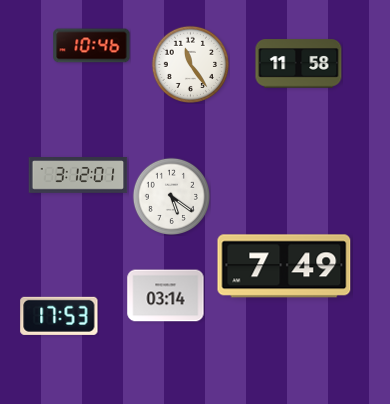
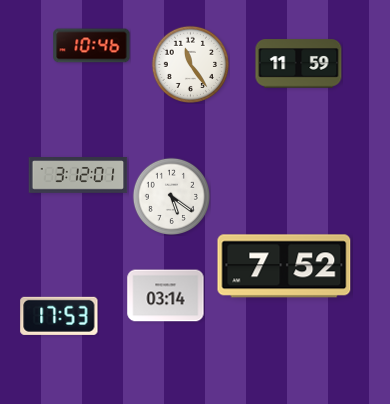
clock at (299, 64): 11:58 -> 11:59
clock at (284, 266): 7:49 -> 7:52
